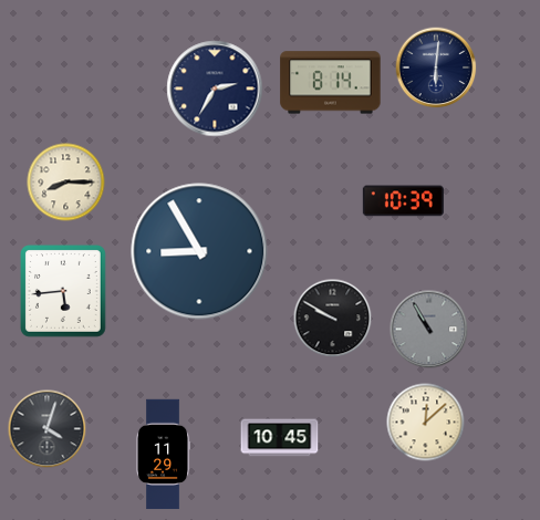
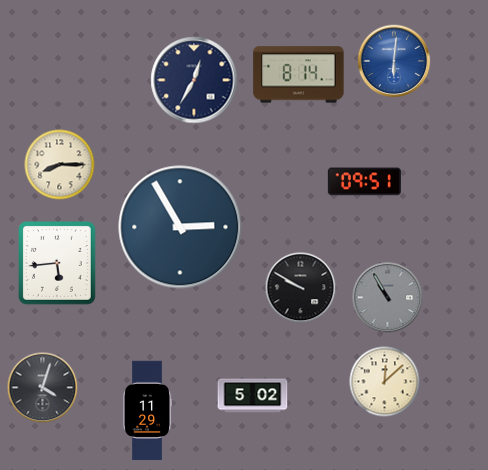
clock at (436, 67) dial: navy -> blue
clock at (215, 89): 2:35 -> 12:35
clock at (403, 201): 10:39 -> 09:51
clock at (199, 251): 8:55 -> 2:55
clock at (280, 438): 10:45 -> 5:02
